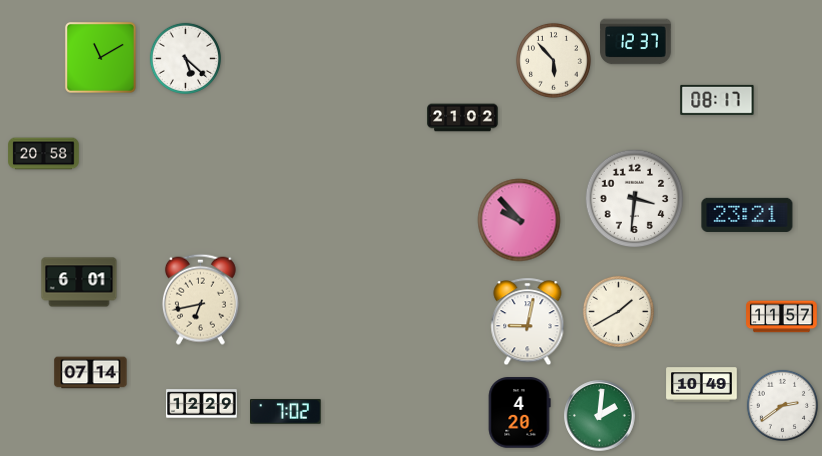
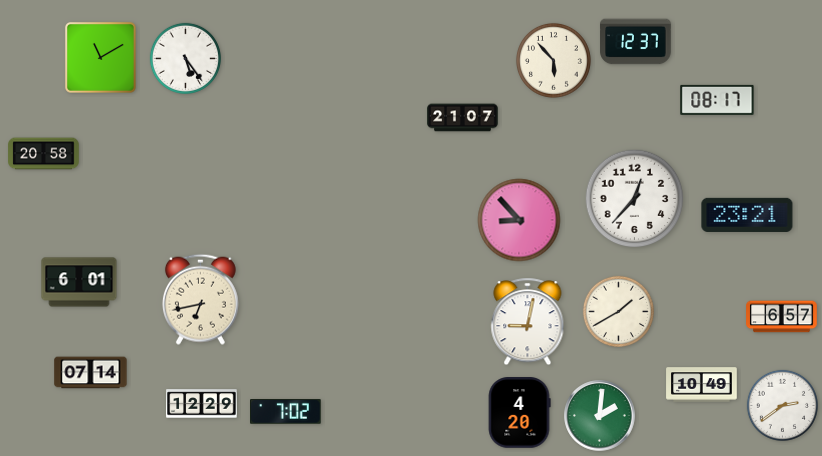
clock at (185, 58): 5:22 -> 5:24
clock at (463, 118): 21:02 -> 21:07
clock at (635, 199): 3:31 -> 12:37
clock at (519, 220): 9:53 -> 8:53
clock at (782, 317): 11:57 -> 6:57
